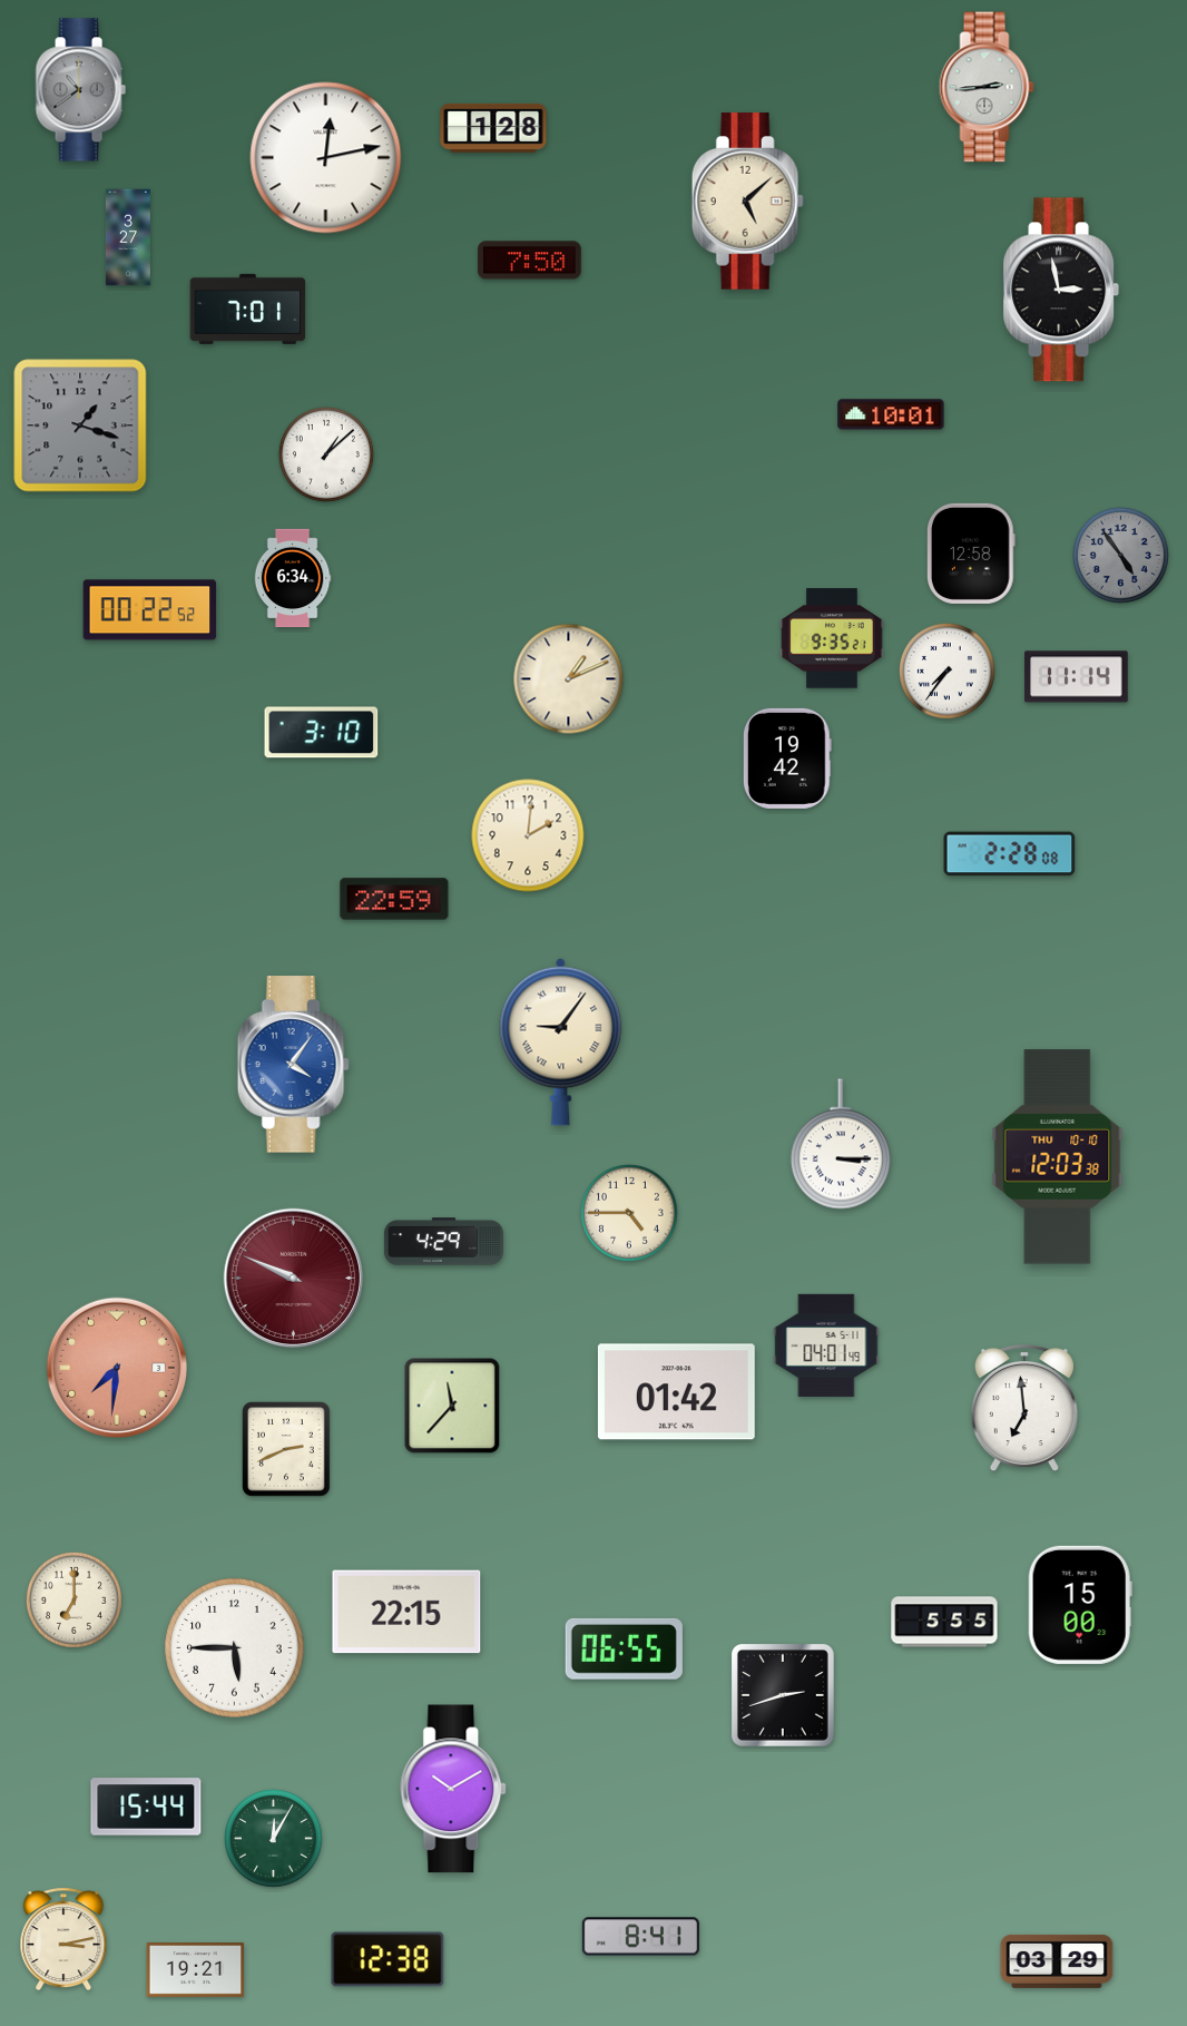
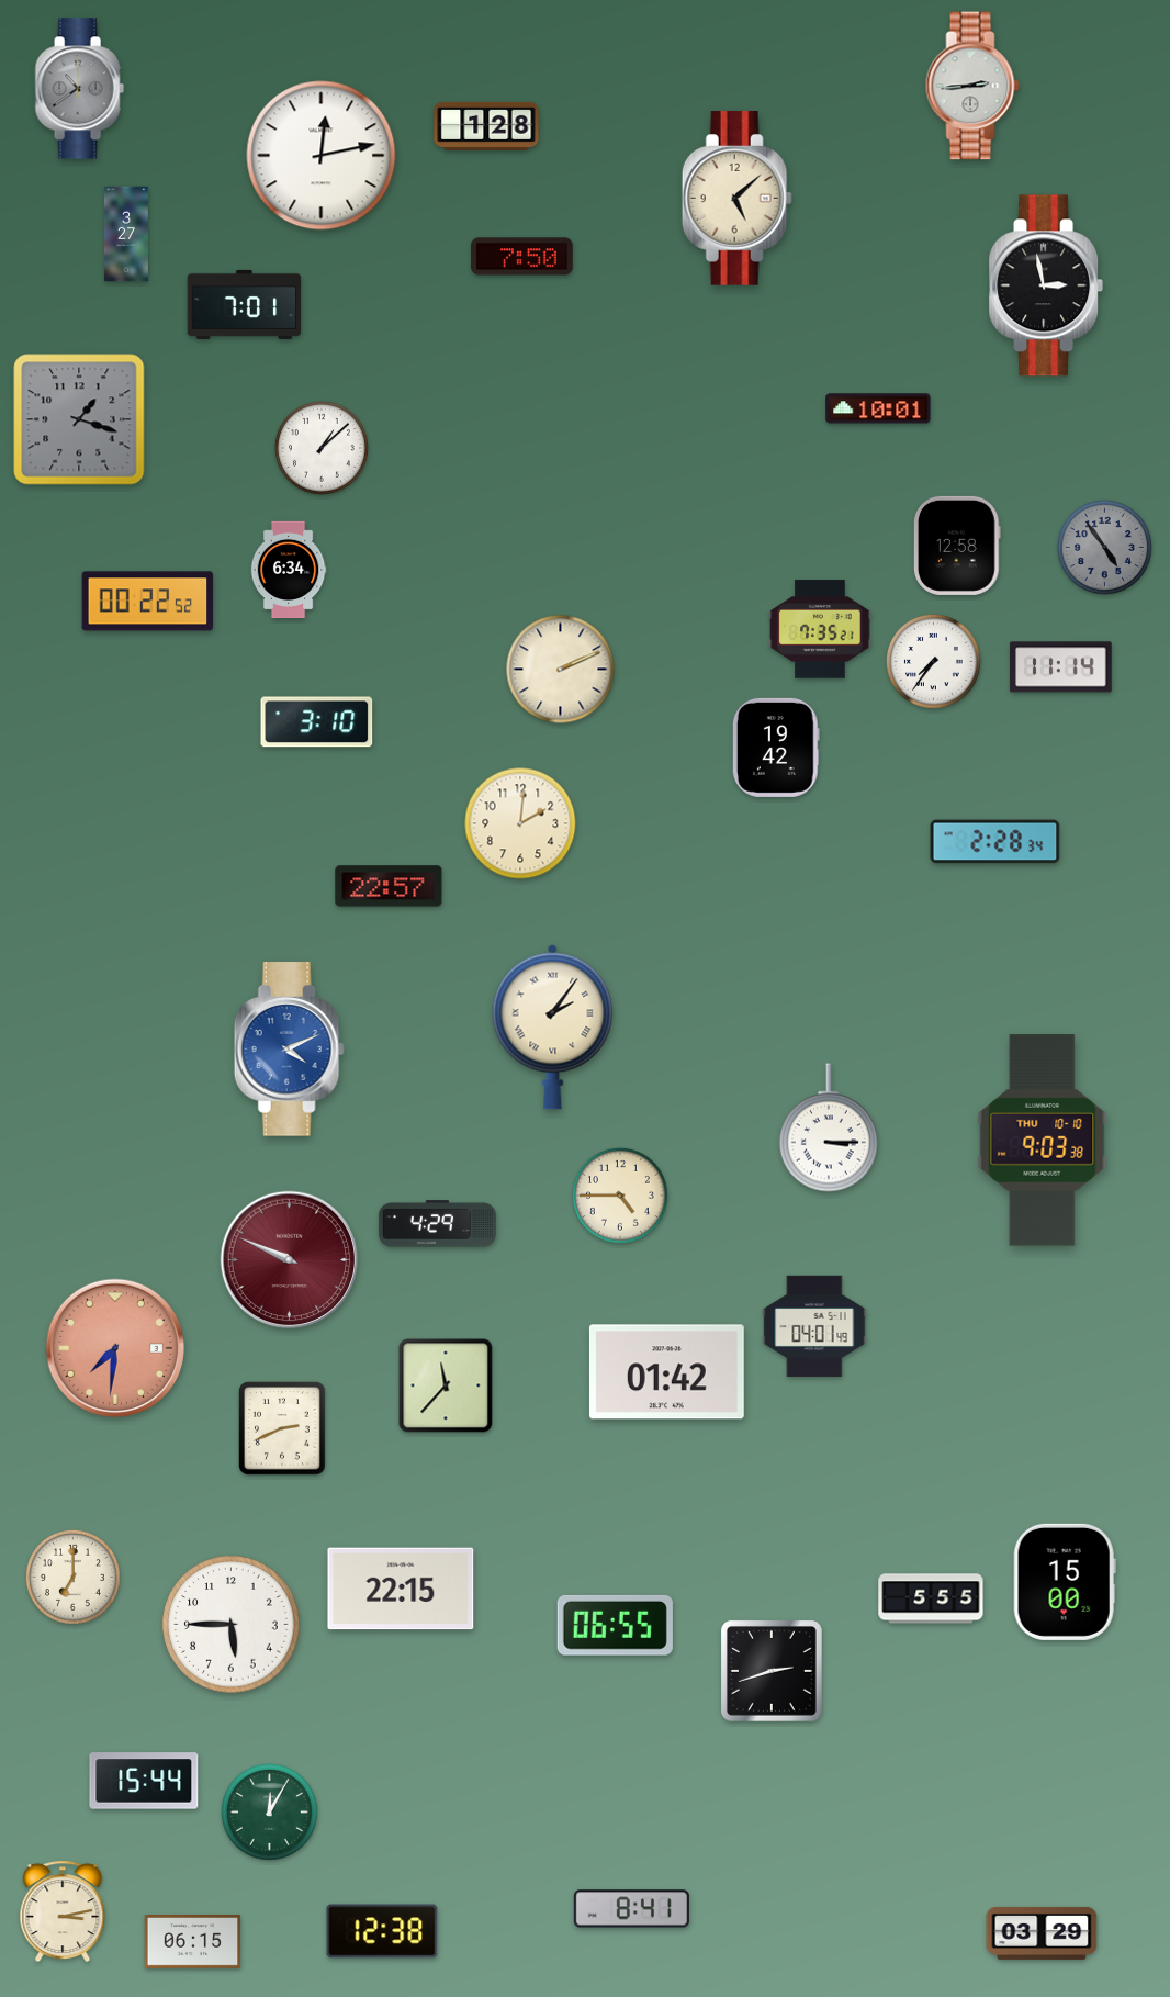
clock at (832, 638): 9:35 -> 7:35
clock at (569, 679): 1:11 -> 2:11
clock at (1010, 854): 2:28:08 -> 2:28:34
clock at (394, 899): 22:59 -> 22:57
clock at (561, 1041): 9:06 -> 2:06
clock at (293, 1065): 4:06 -> 4:11
clock at (1058, 1157): 12:03 -> 9:03
clock at (1024, 1408): 6:59 -> none
clock at (454, 1789): 10:10 -> none
clock at (196, 1970): 19:21 -> 06:15
